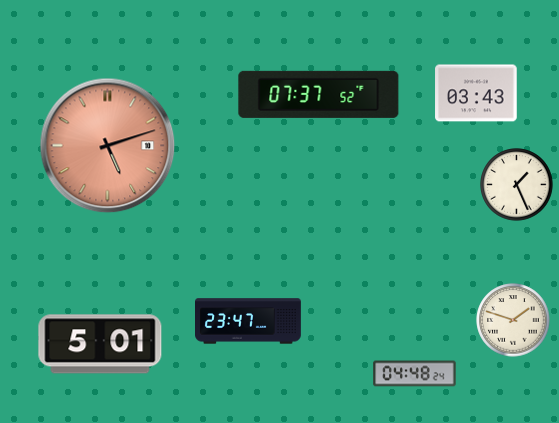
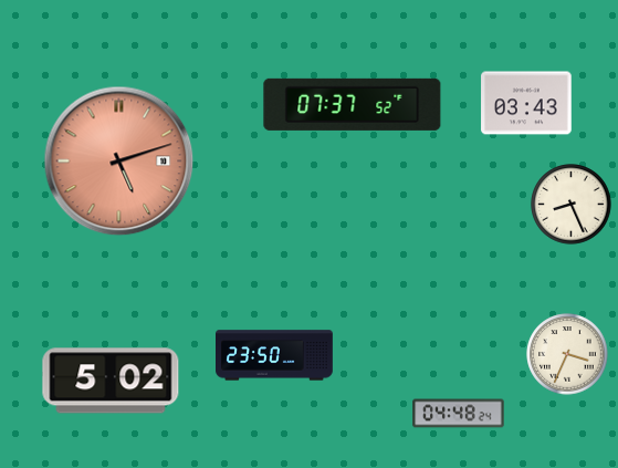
clock at (517, 185): 1:26 -> 8:26
clock at (513, 320): 1:48 -> 3:34
clock at (249, 321): 23:47 -> 23:50
clock at (100, 344): 5:01 -> 5:02
